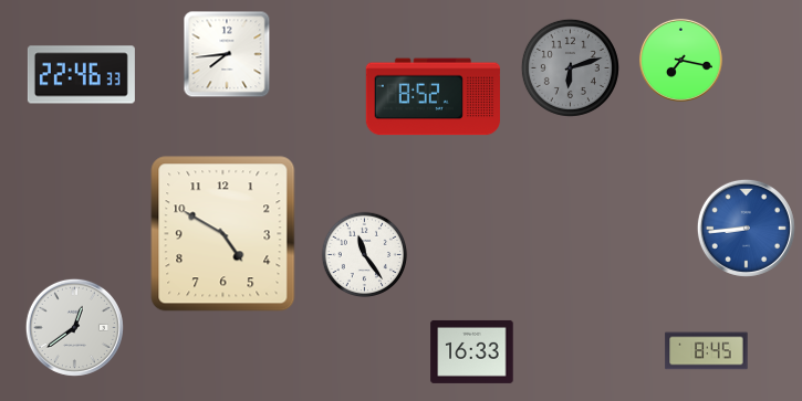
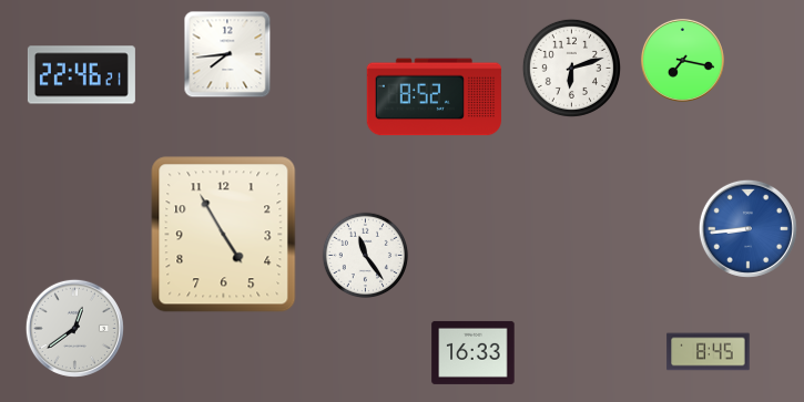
clock at (570, 67) dial: grey -> white
clock at (81, 75): 22:46:33 -> 22:46:21
clock at (223, 234): 4:50 -> 4:55
